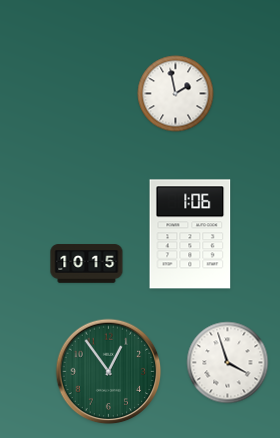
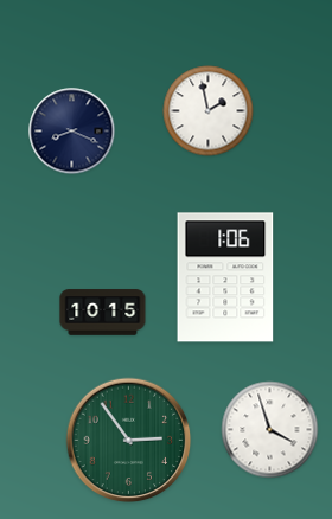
clock at (72, 132): none -> 8:19
clock at (109, 372): 12:54 -> 2:54
